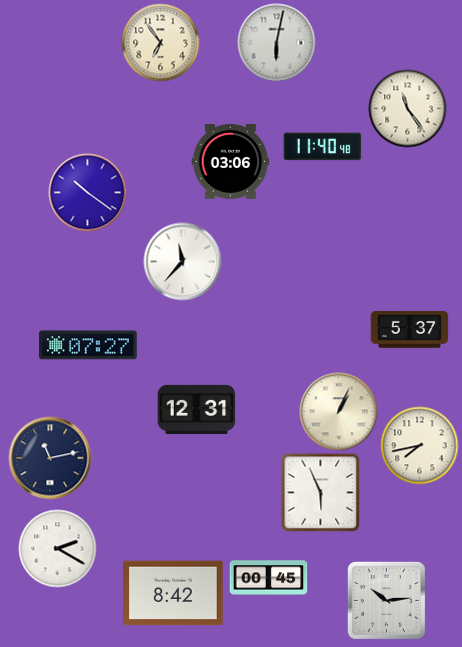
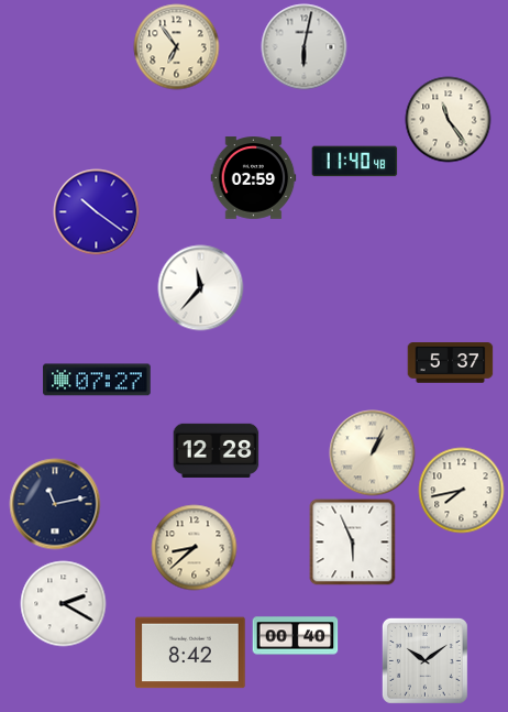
clock at (230, 162): 03:06 -> 02:59
clock at (196, 409): 12:31 -> 12:28
clock at (194, 547): none -> 8:38
clock at (268, 578): 00:45 -> 00:40
clock at (386, 600): 10:14 -> 10:09
